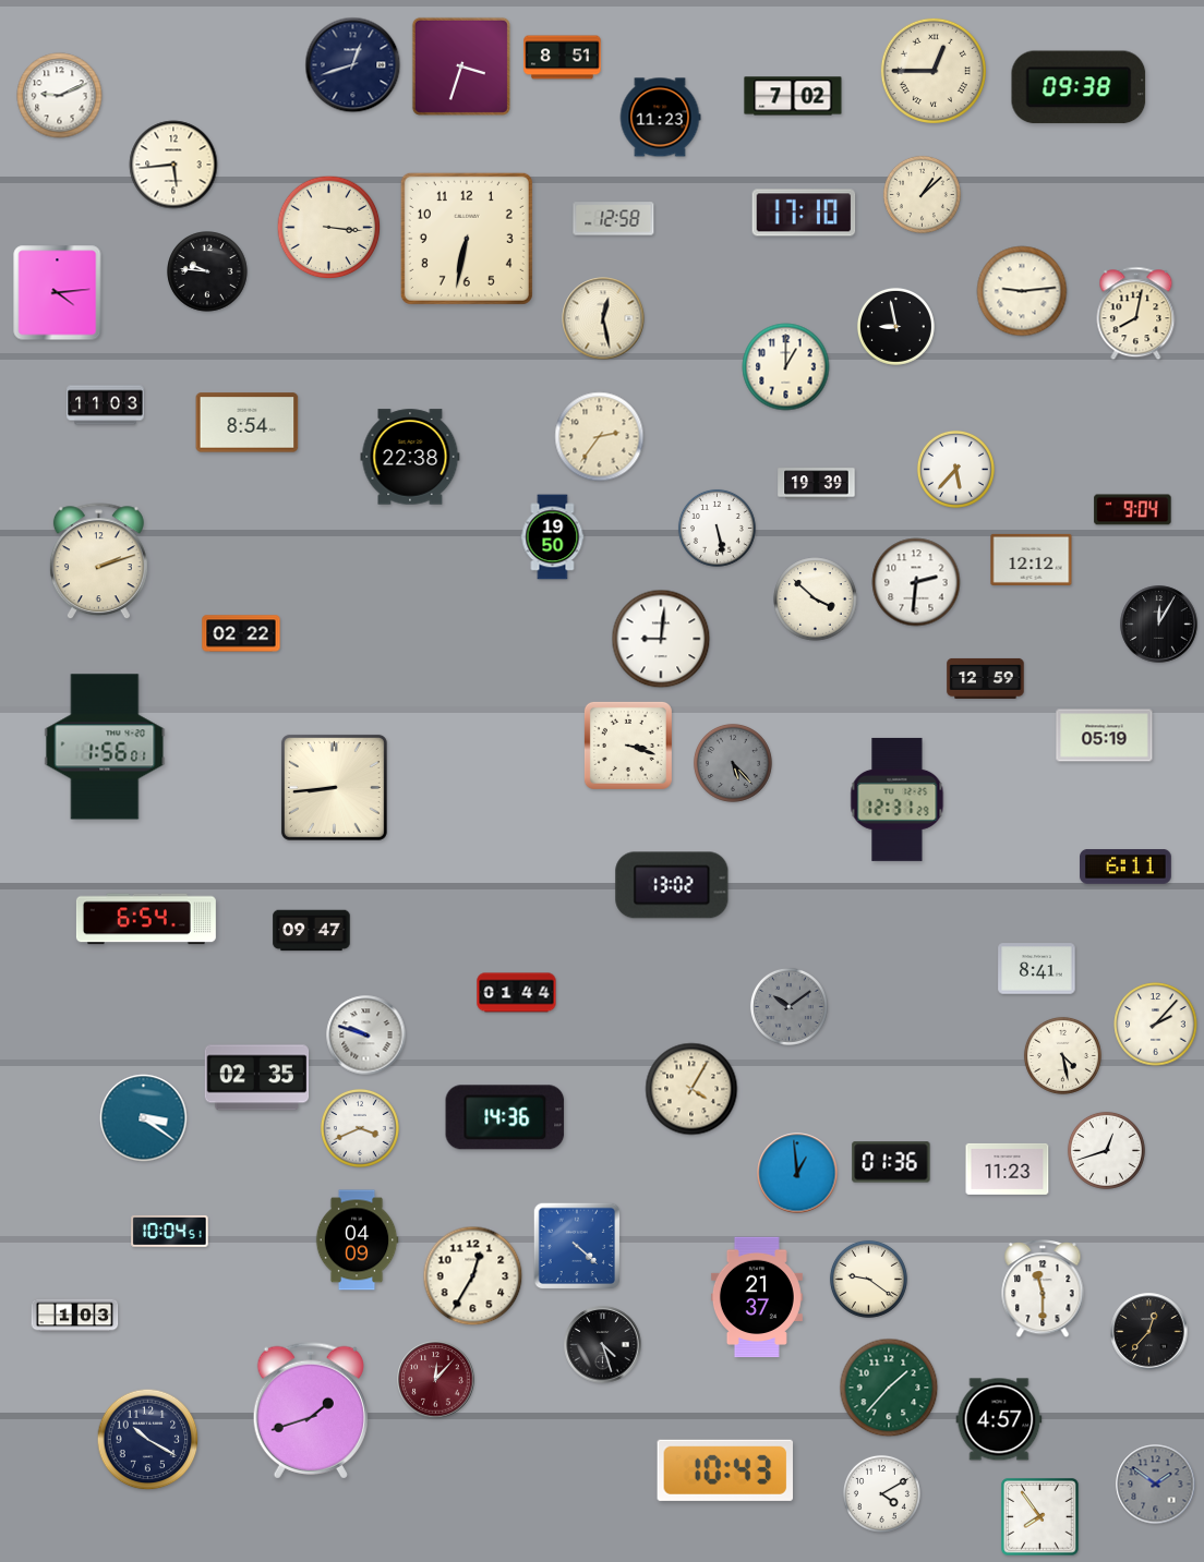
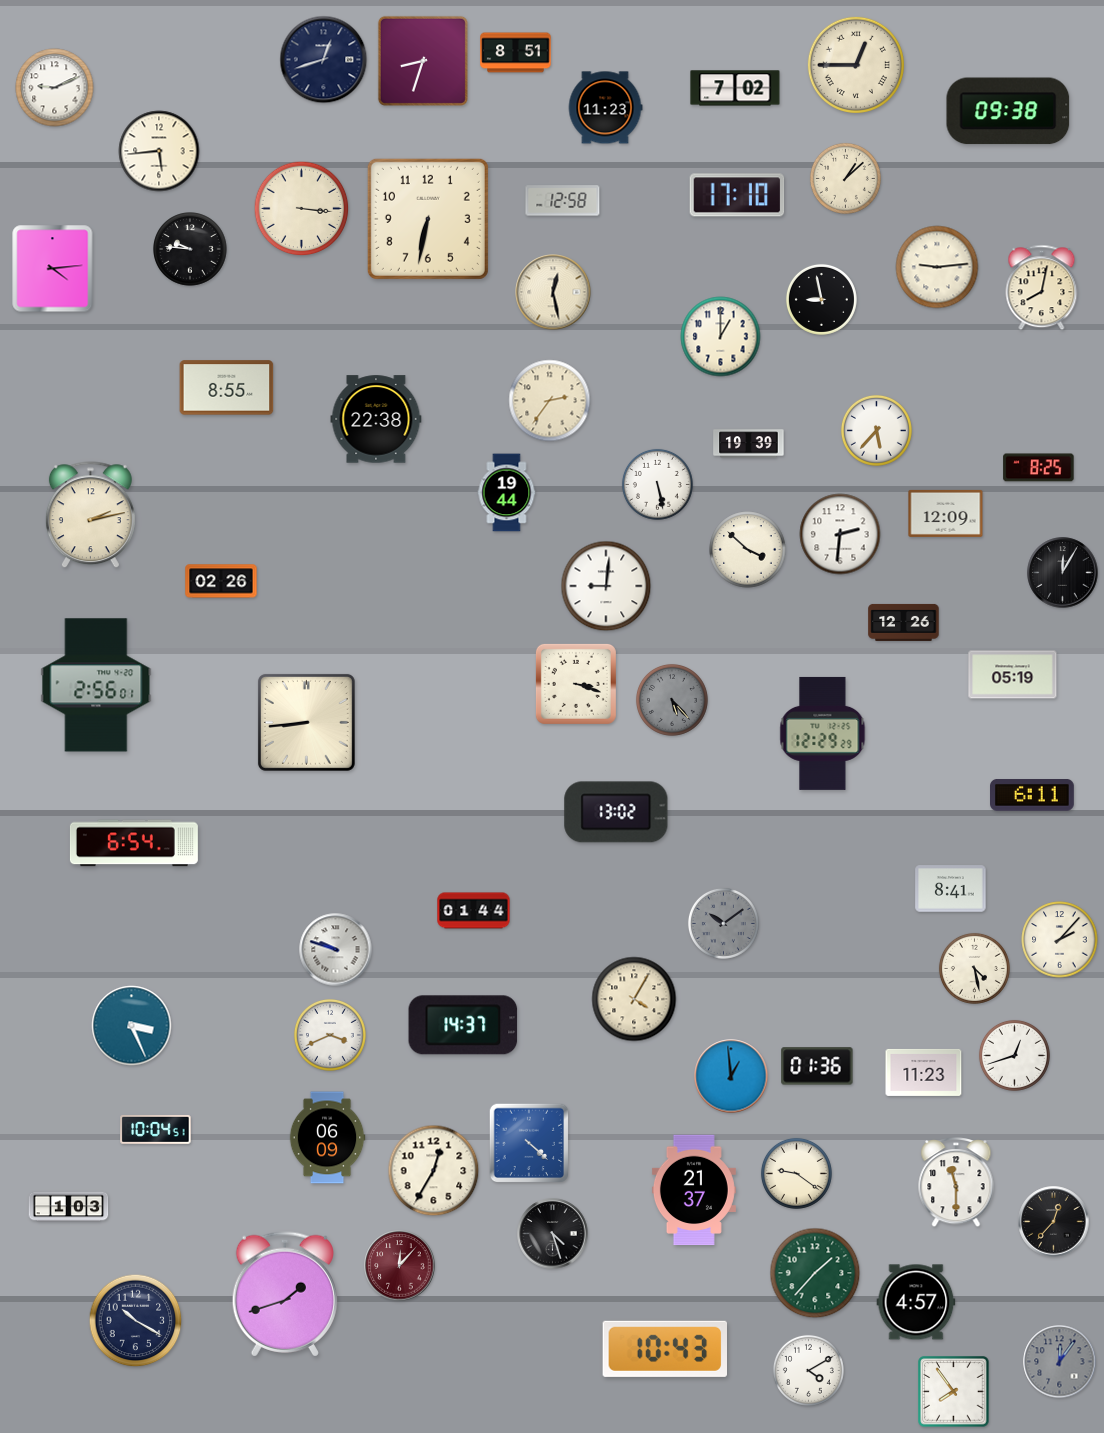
clock at (461, 66): 3:33 -> 8:33
clock at (1079, 87) position: (1079, 87) -> (1008, 111)
clock at (793, 96) position: (793, 96) -> (735, 88)
clock at (106, 405): 11:03 -> none
clock at (248, 423): 8:54 -> 8:55
clock at (1133, 510): 9:04 -> 8:25
clock at (553, 537): 19:50 -> 19:44
clock at (1032, 559): 12:12 -> 12:09
clock at (98, 561): 2:12 -> 2:13
clock at (241, 633): 02:22 -> 02:26
clock at (986, 678): 12:59 -> 12:26
clock at (105, 747): 1:56 -> 2:56
clock at (898, 799): 12:31 -> 12:29
clock at (312, 931): 09:47 -> none
clock at (257, 1078): 02:35 -> none
clock at (505, 1117): 14:36 -> 14:37
clock at (144, 1118): 3:21 -> 3:26
clock at (357, 1240): 04:09 -> 06:09
clock at (1156, 1485): 1:51 -> 12:06
